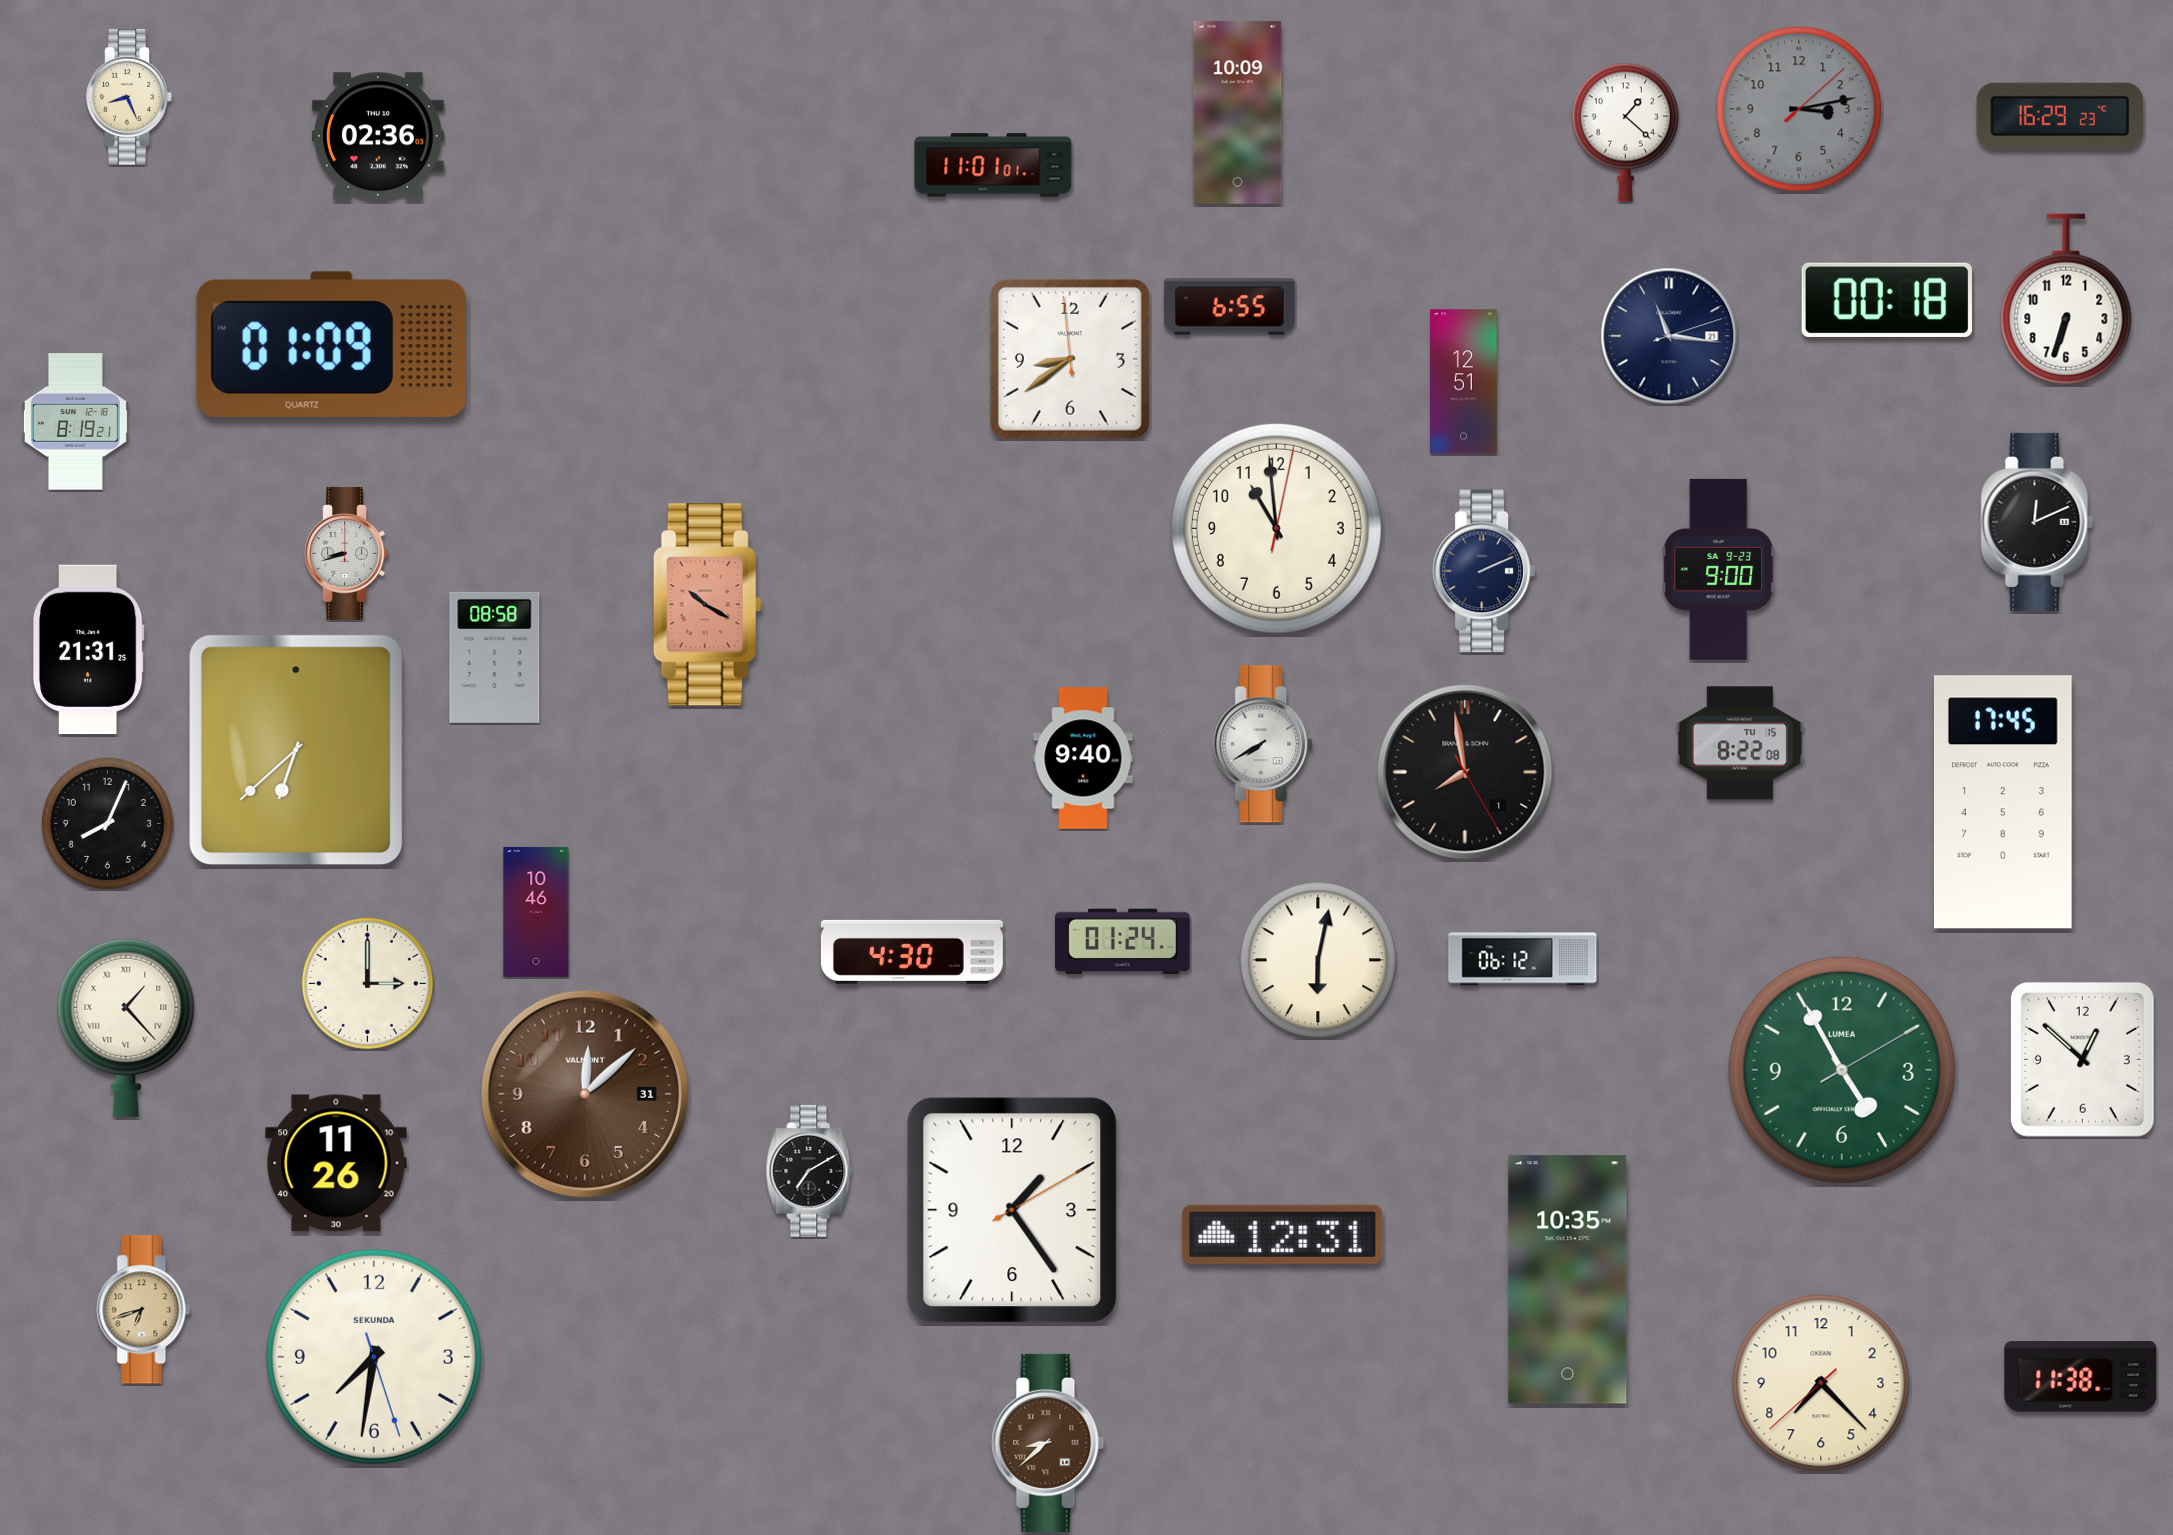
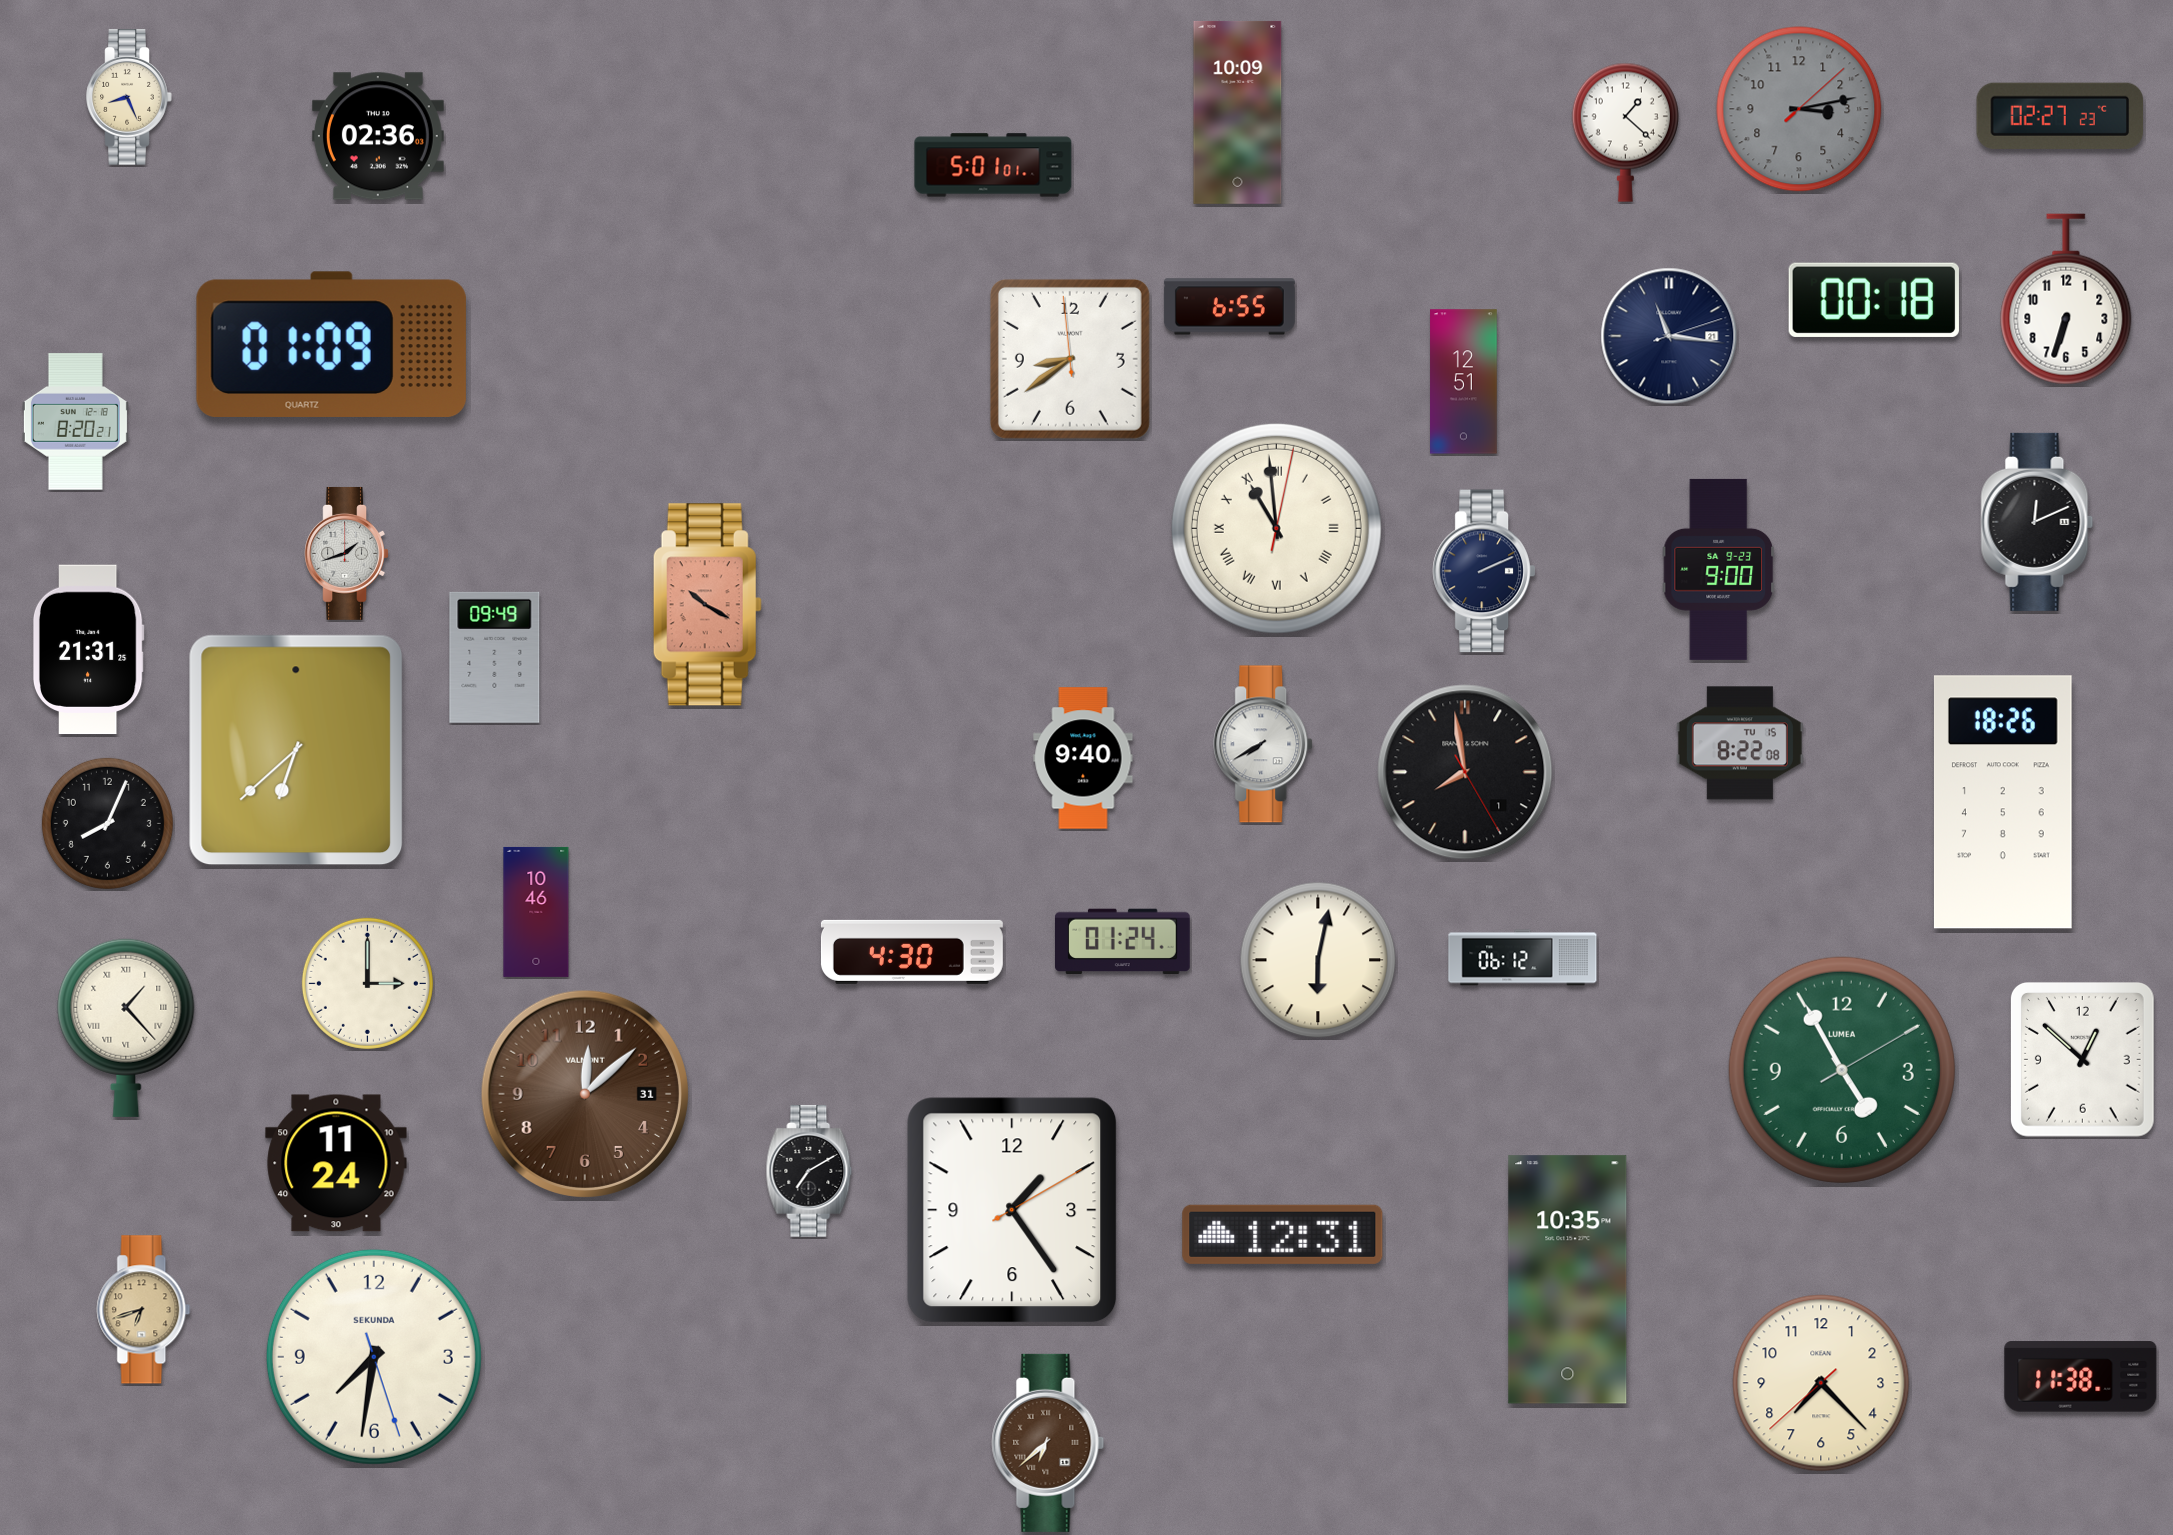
clock at (2060, 116): 16:29 -> 02:27
clock at (993, 165): 11:01 -> 5:01
clock at (1887, 300) position: (1887, 300) -> (1874, 300)
clock at (75, 422): 8:19 -> 8:20
clock at (1276, 528) numerals: Arabic -> Roman
clock at (347, 553): 8:42 -> 1:42
clock at (495, 657): 08:58 -> 09:49
clock at (2003, 802): 17:45 -> 18:26
clock at (336, 1163): 11:26 -> 11:24
clock at (1048, 1443): 8:38 -> 6:38
